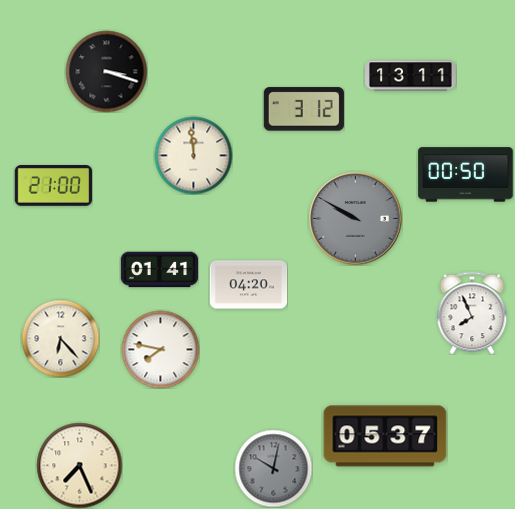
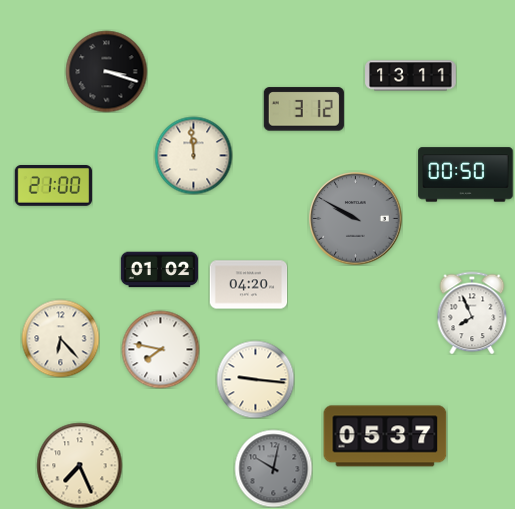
clock at (159, 270): 01:41 -> 01:02
clock at (255, 379): none -> 9:16
